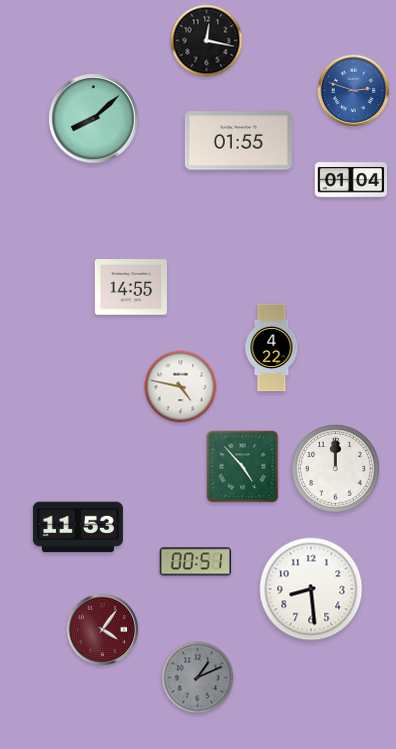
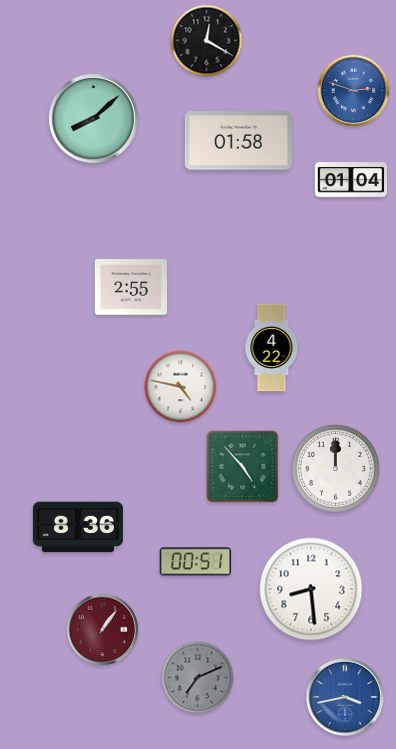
clock at (207, 41): 12:17 -> 12:20
clock at (238, 141): 01:55 -> 01:58
clock at (130, 287): 14:55 -> 2:55
clock at (78, 527): 11:53 -> 8:36
clock at (103, 630): 4:06 -> 1:06
clock at (198, 678): 1:11 -> 7:11
clock at (345, 697): none -> 3:43
